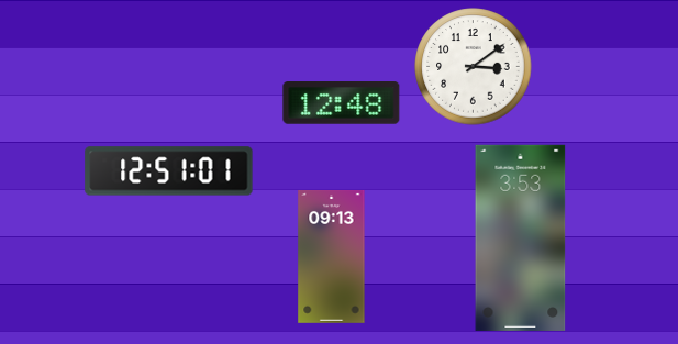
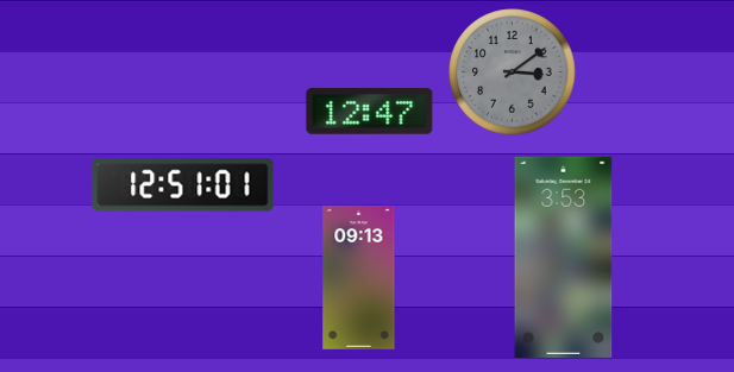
clock at (474, 67) dial: white -> grey
clock at (342, 103): 12:48 -> 12:47
